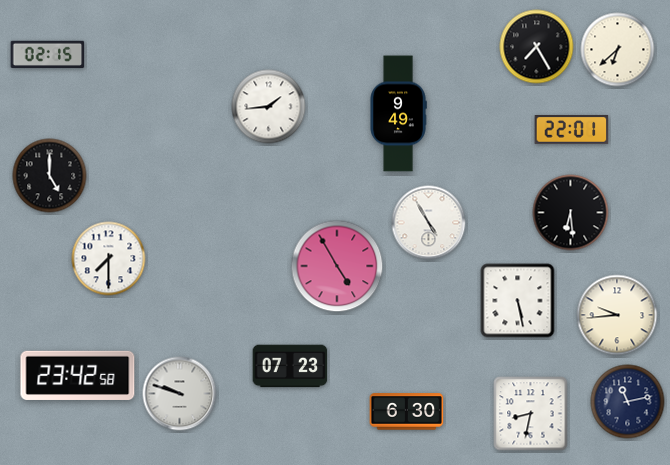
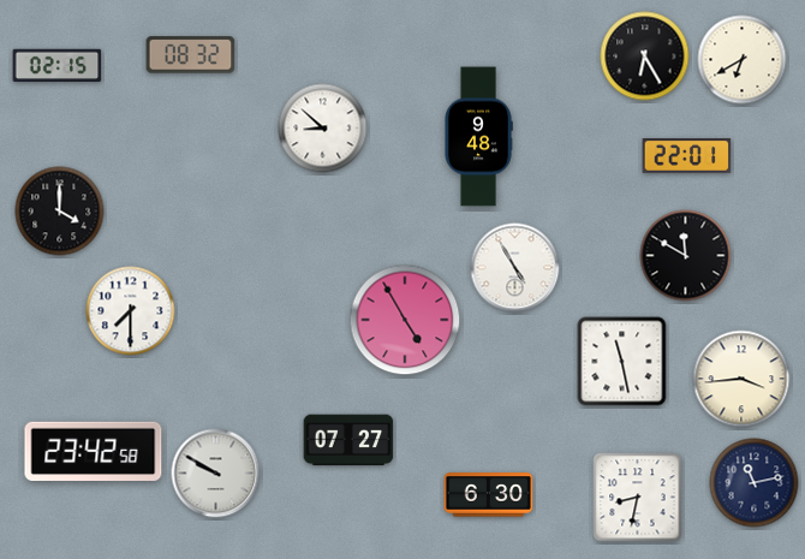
clock at (191, 55): none -> 08:32
clock at (537, 47): 7:25 -> 6:25
clock at (618, 50): 6:38 -> 6:40
clock at (269, 107): 1:44 -> 8:52
clock at (398, 114): 9:49 -> 9:48
clock at (50, 176): 5:00 -> 4:00
clock at (571, 213): 6:29 -> 11:50
clock at (518, 301): 5:28 -> 11:28
clock at (617, 315): 9:44 -> 3:44
clock at (290, 366): 07:23 -> 07:27
clock at (180, 394): 9:48 -> 9:50
